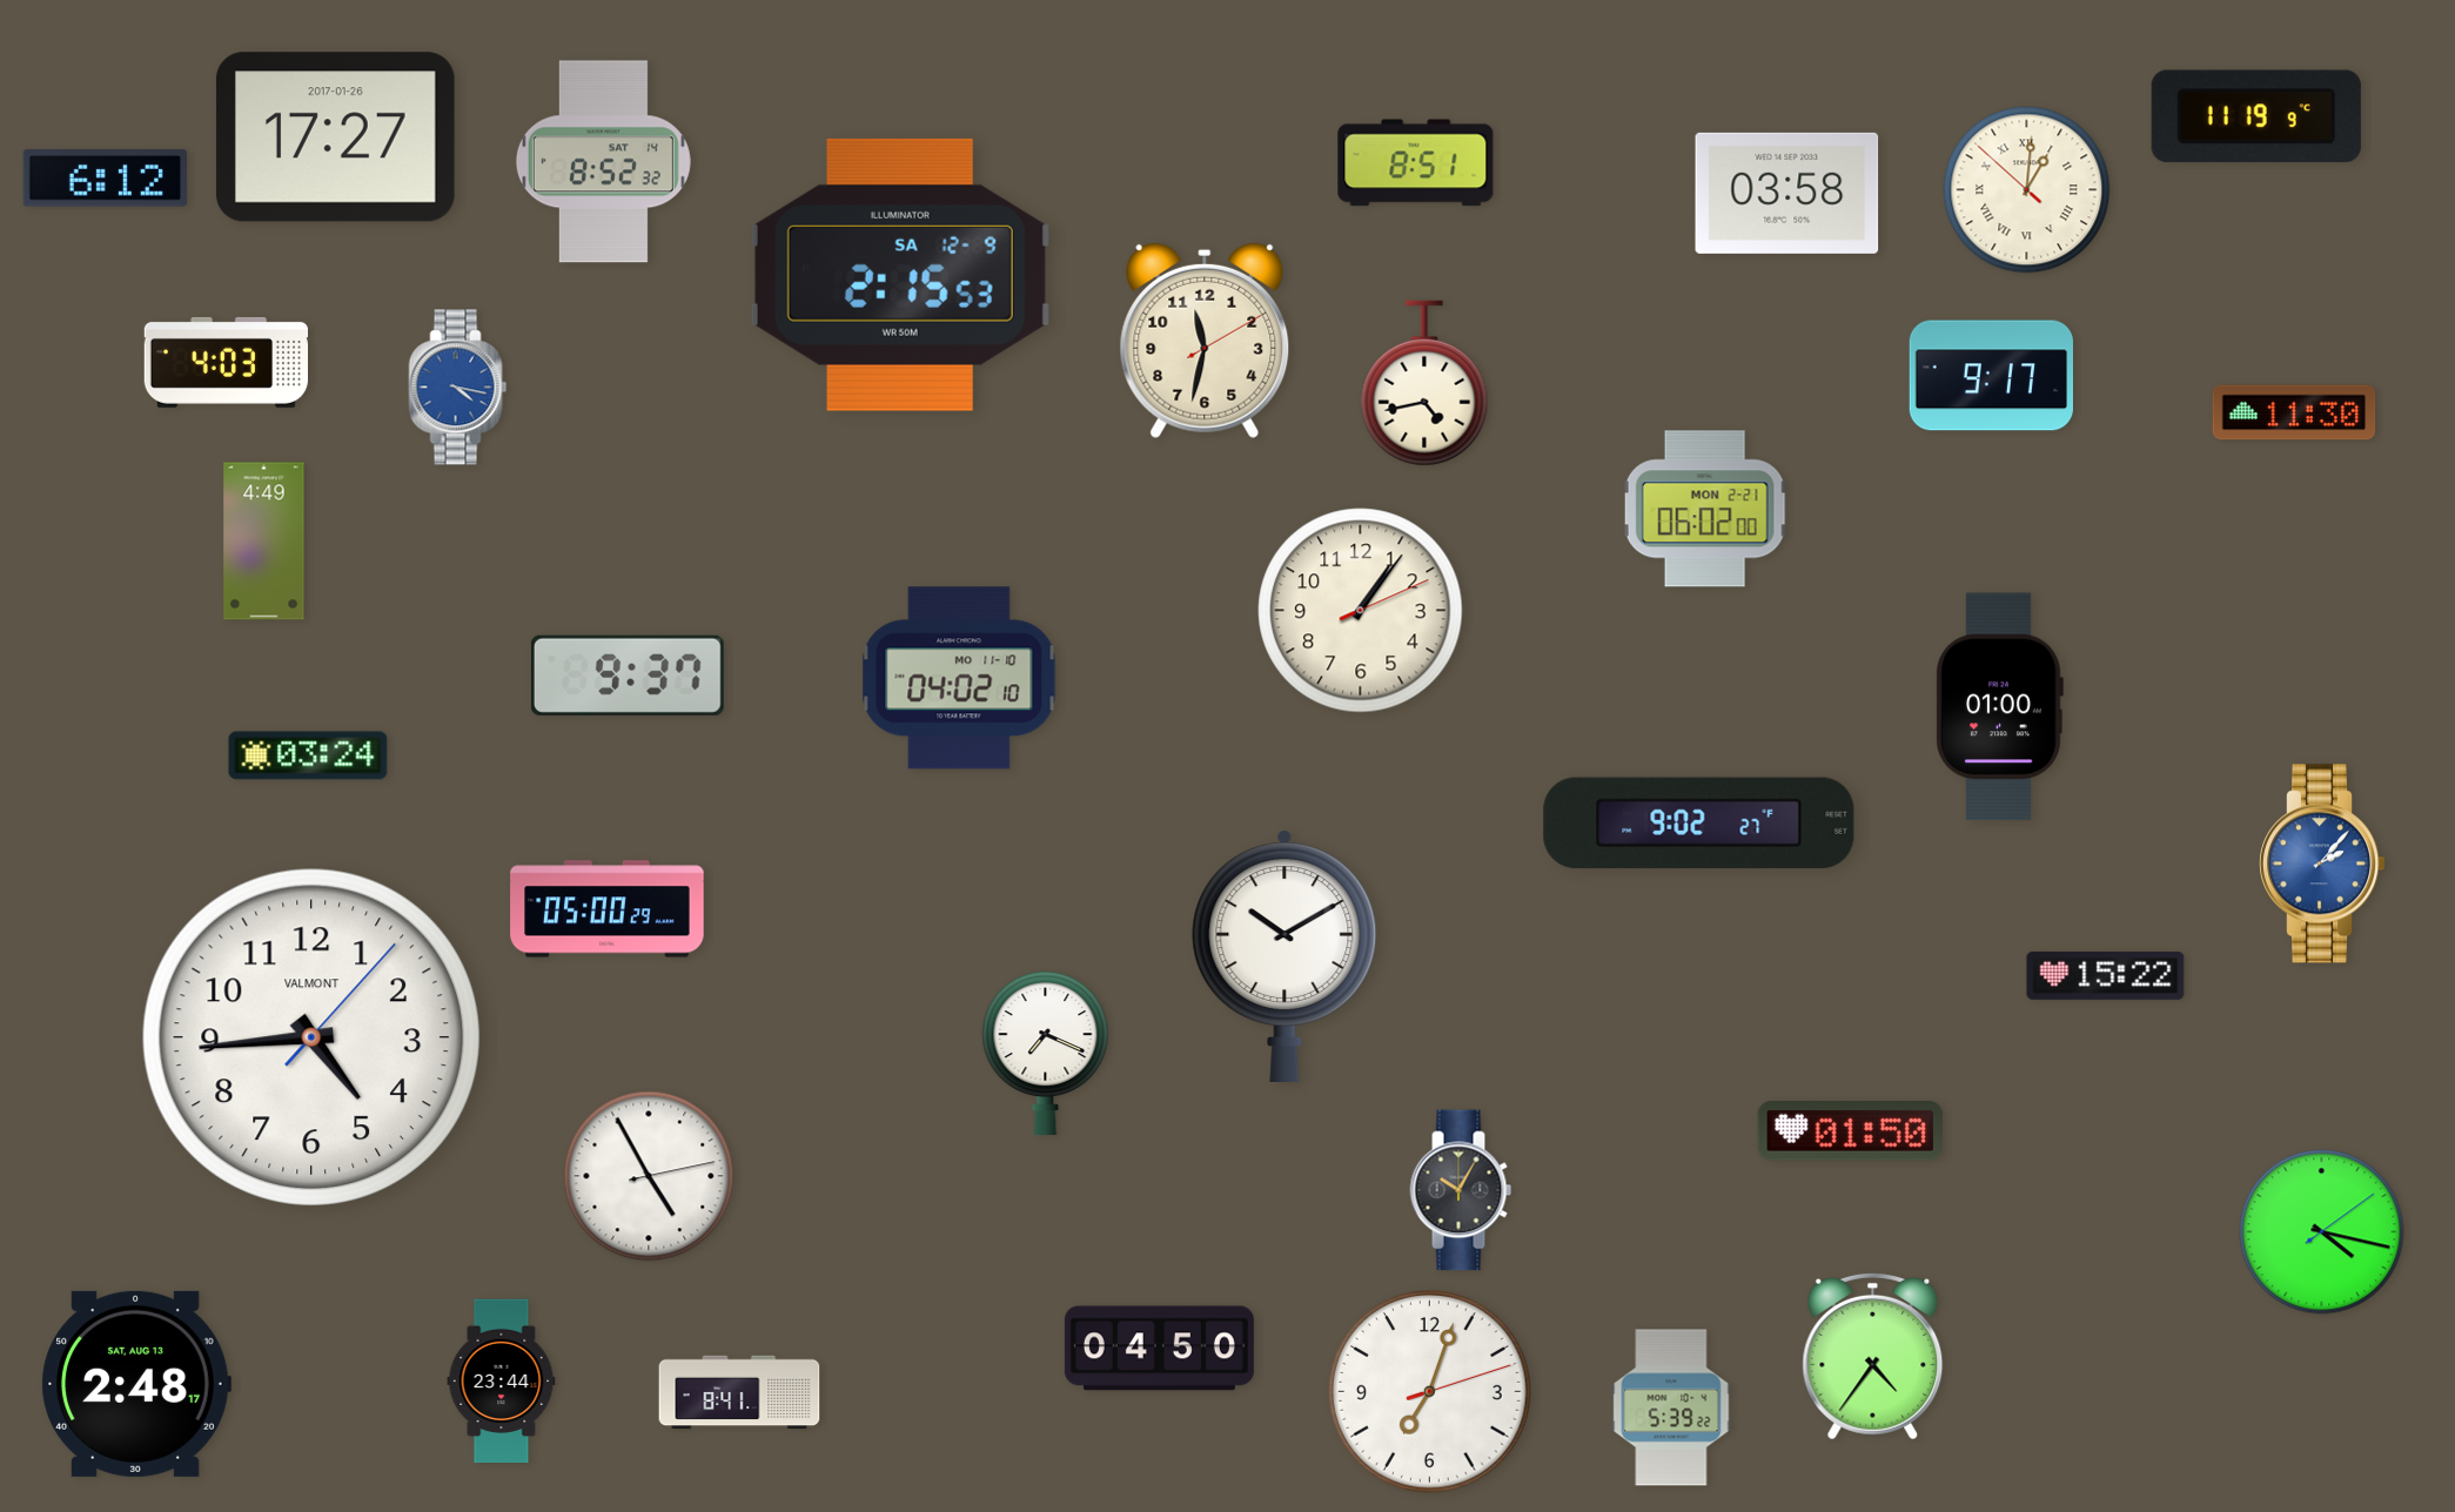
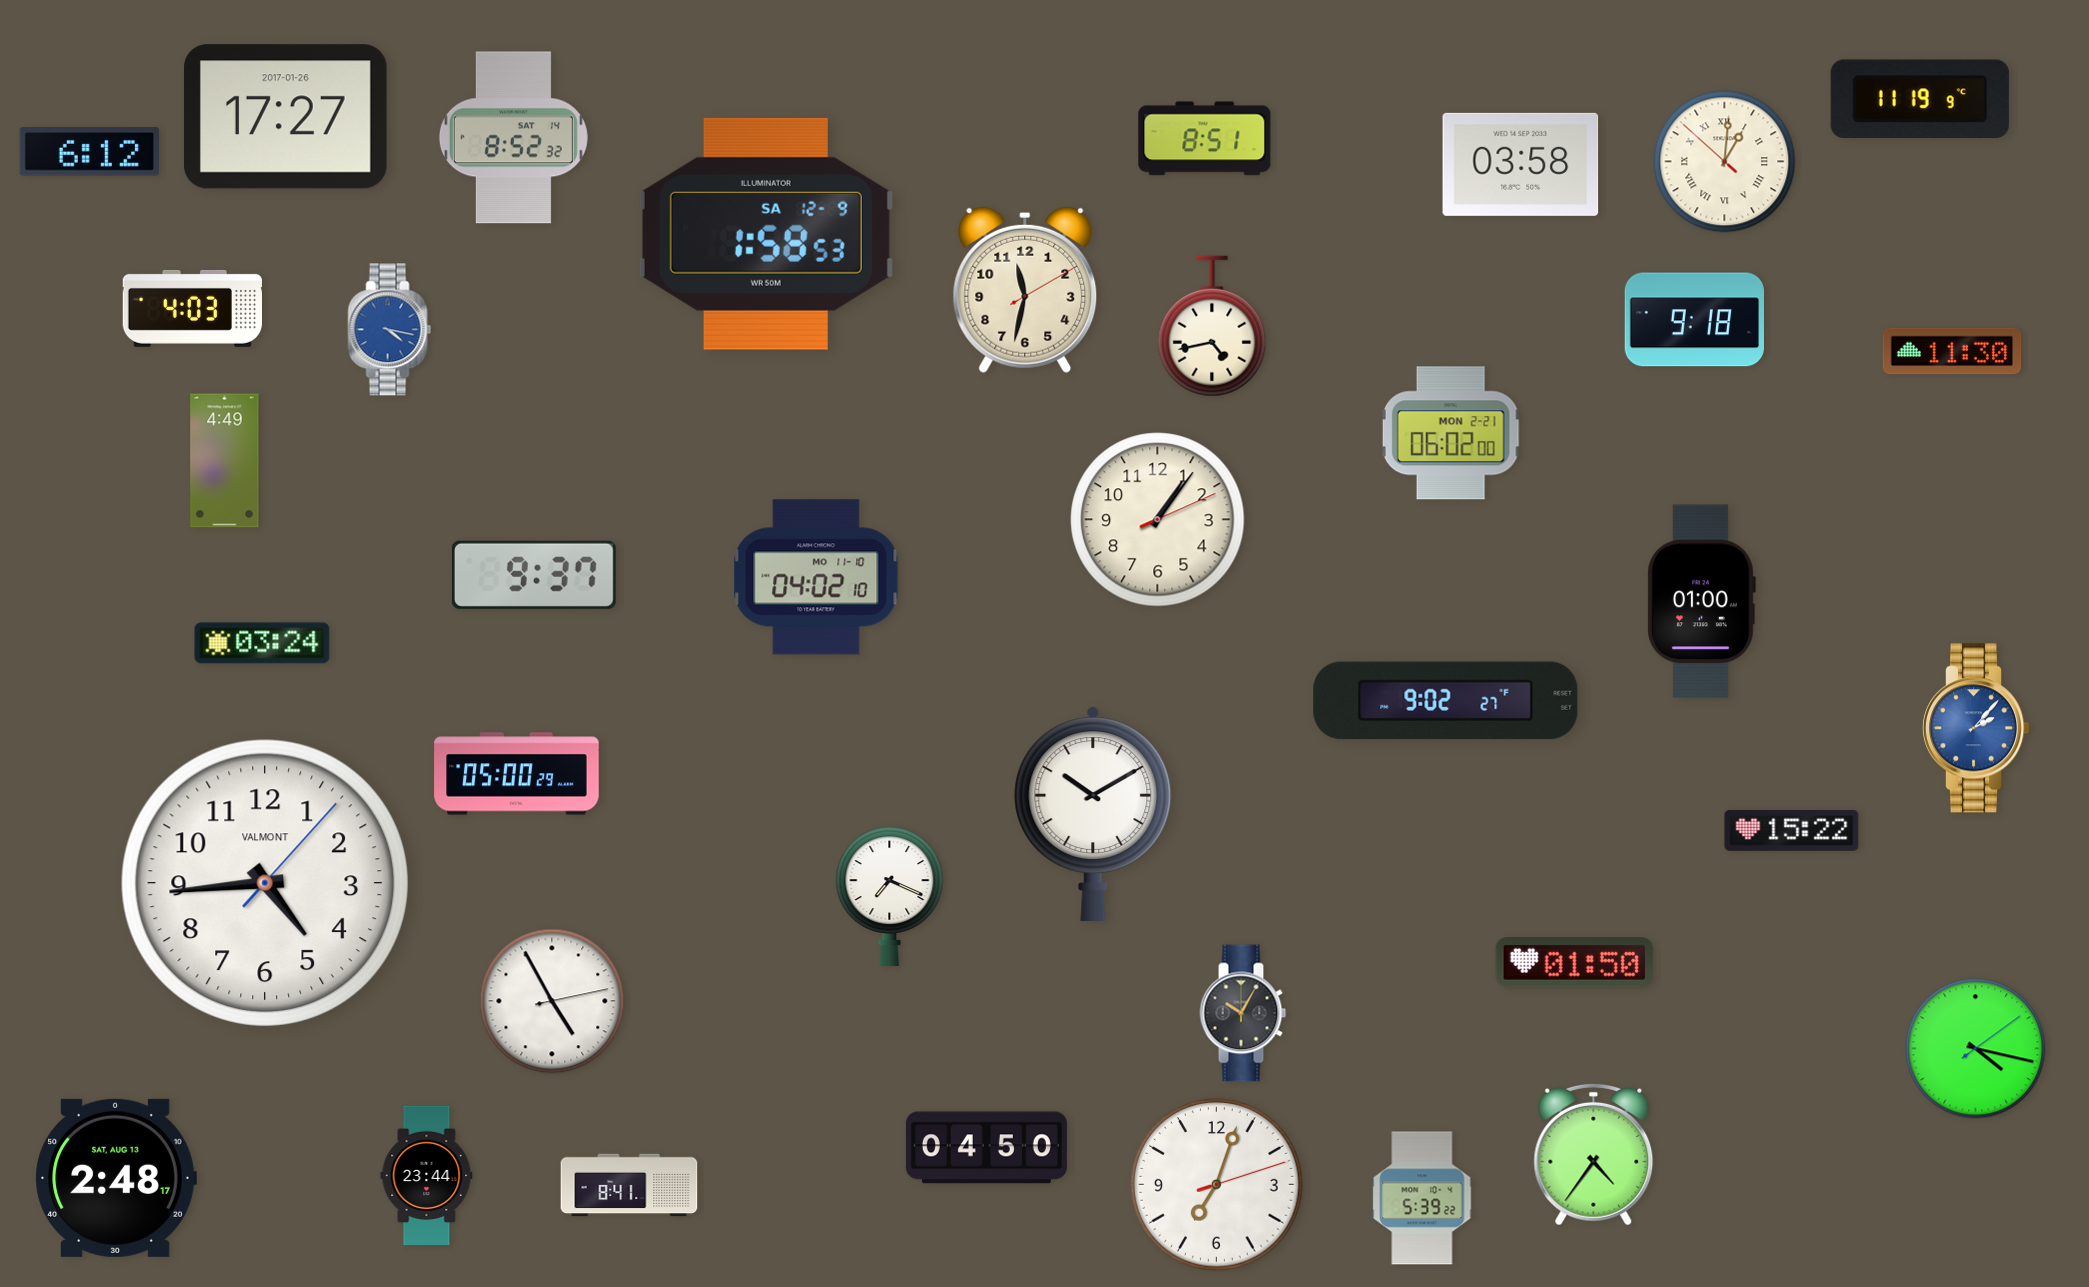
clock at (900, 275): 2:15 -> 1:58
clock at (1991, 376): 9:17 -> 9:18
clock at (2322, 863) position: (2322, 863) -> (1976, 728)
